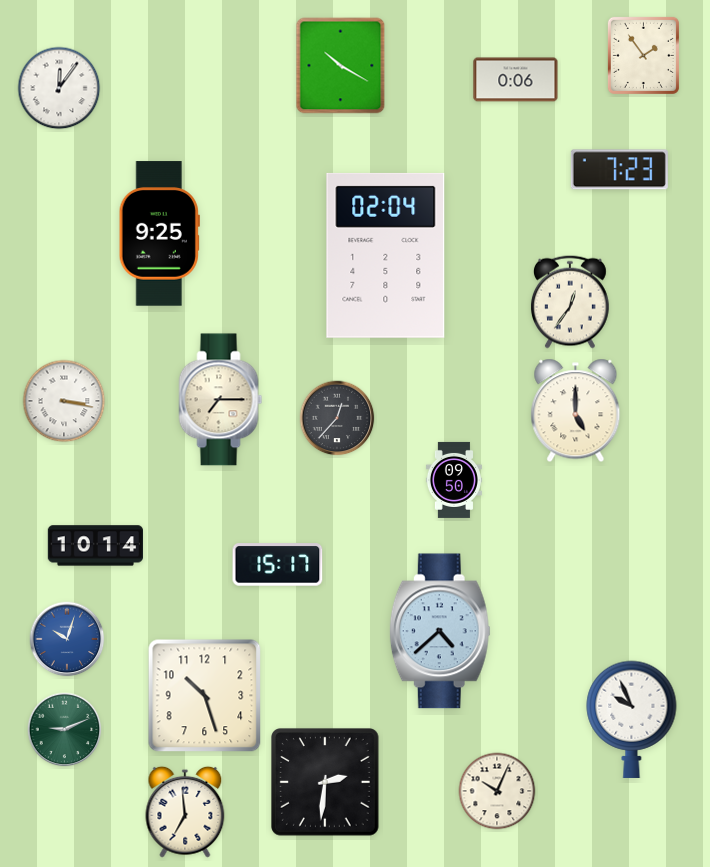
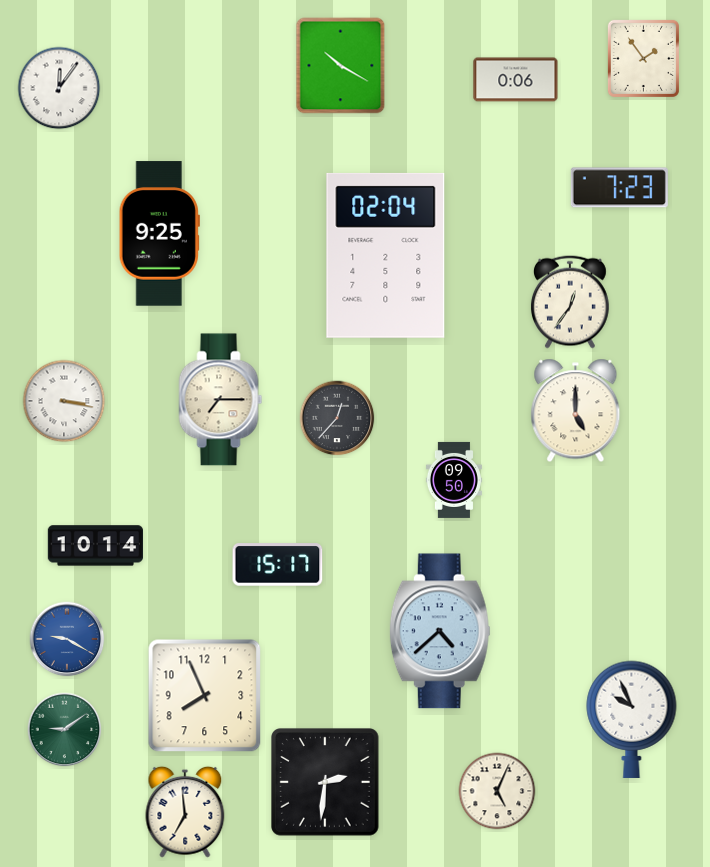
clock at (643, 55) position: (643, 55) -> (643, 58)
clock at (619, 170) position: (619, 170) -> (619, 188)
clock at (67, 639): 10:03 -> 9:20
clock at (205, 696): 10:27 -> 7:56
clock at (65, 730): 9:11 -> 9:09
clock at (497, 791): 10:04 -> 5:04
